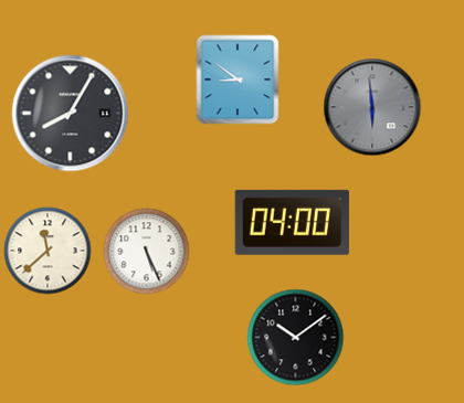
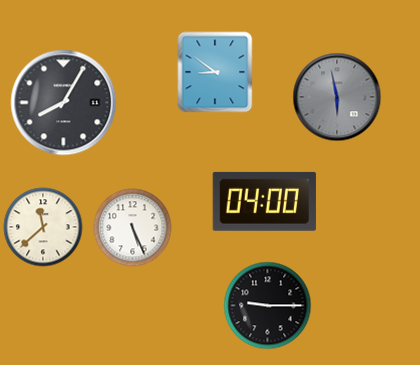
clock at (372, 107): 5:59 -> 5:58
clock at (296, 338): 10:09 -> 9:15
